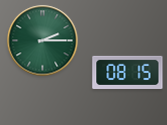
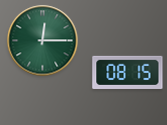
clock at (43, 41): 2:15 -> 12:15
